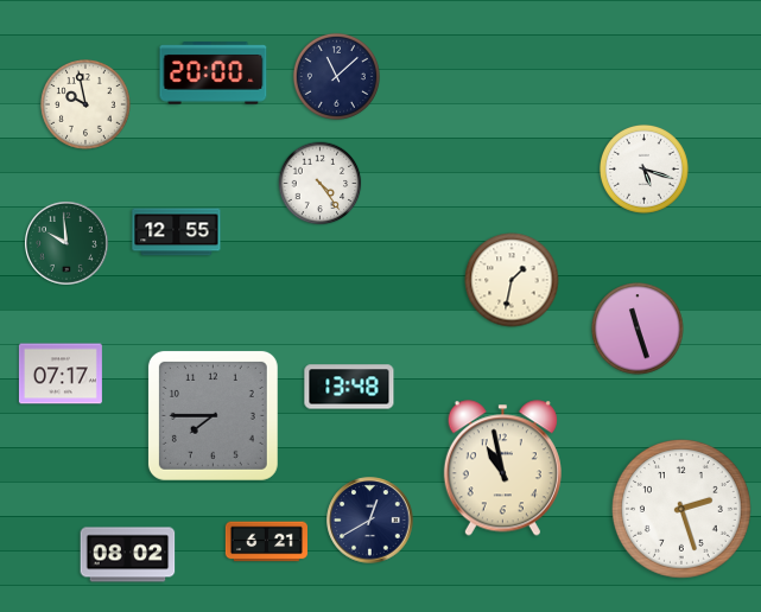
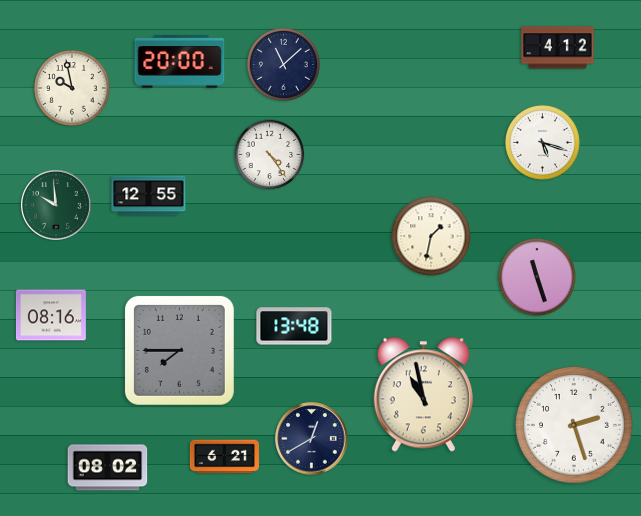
clock at (558, 48): none -> 4:12
clock at (61, 374): 07:17 -> 08:16
clock at (681, 509) position: (681, 509) -> (574, 425)
